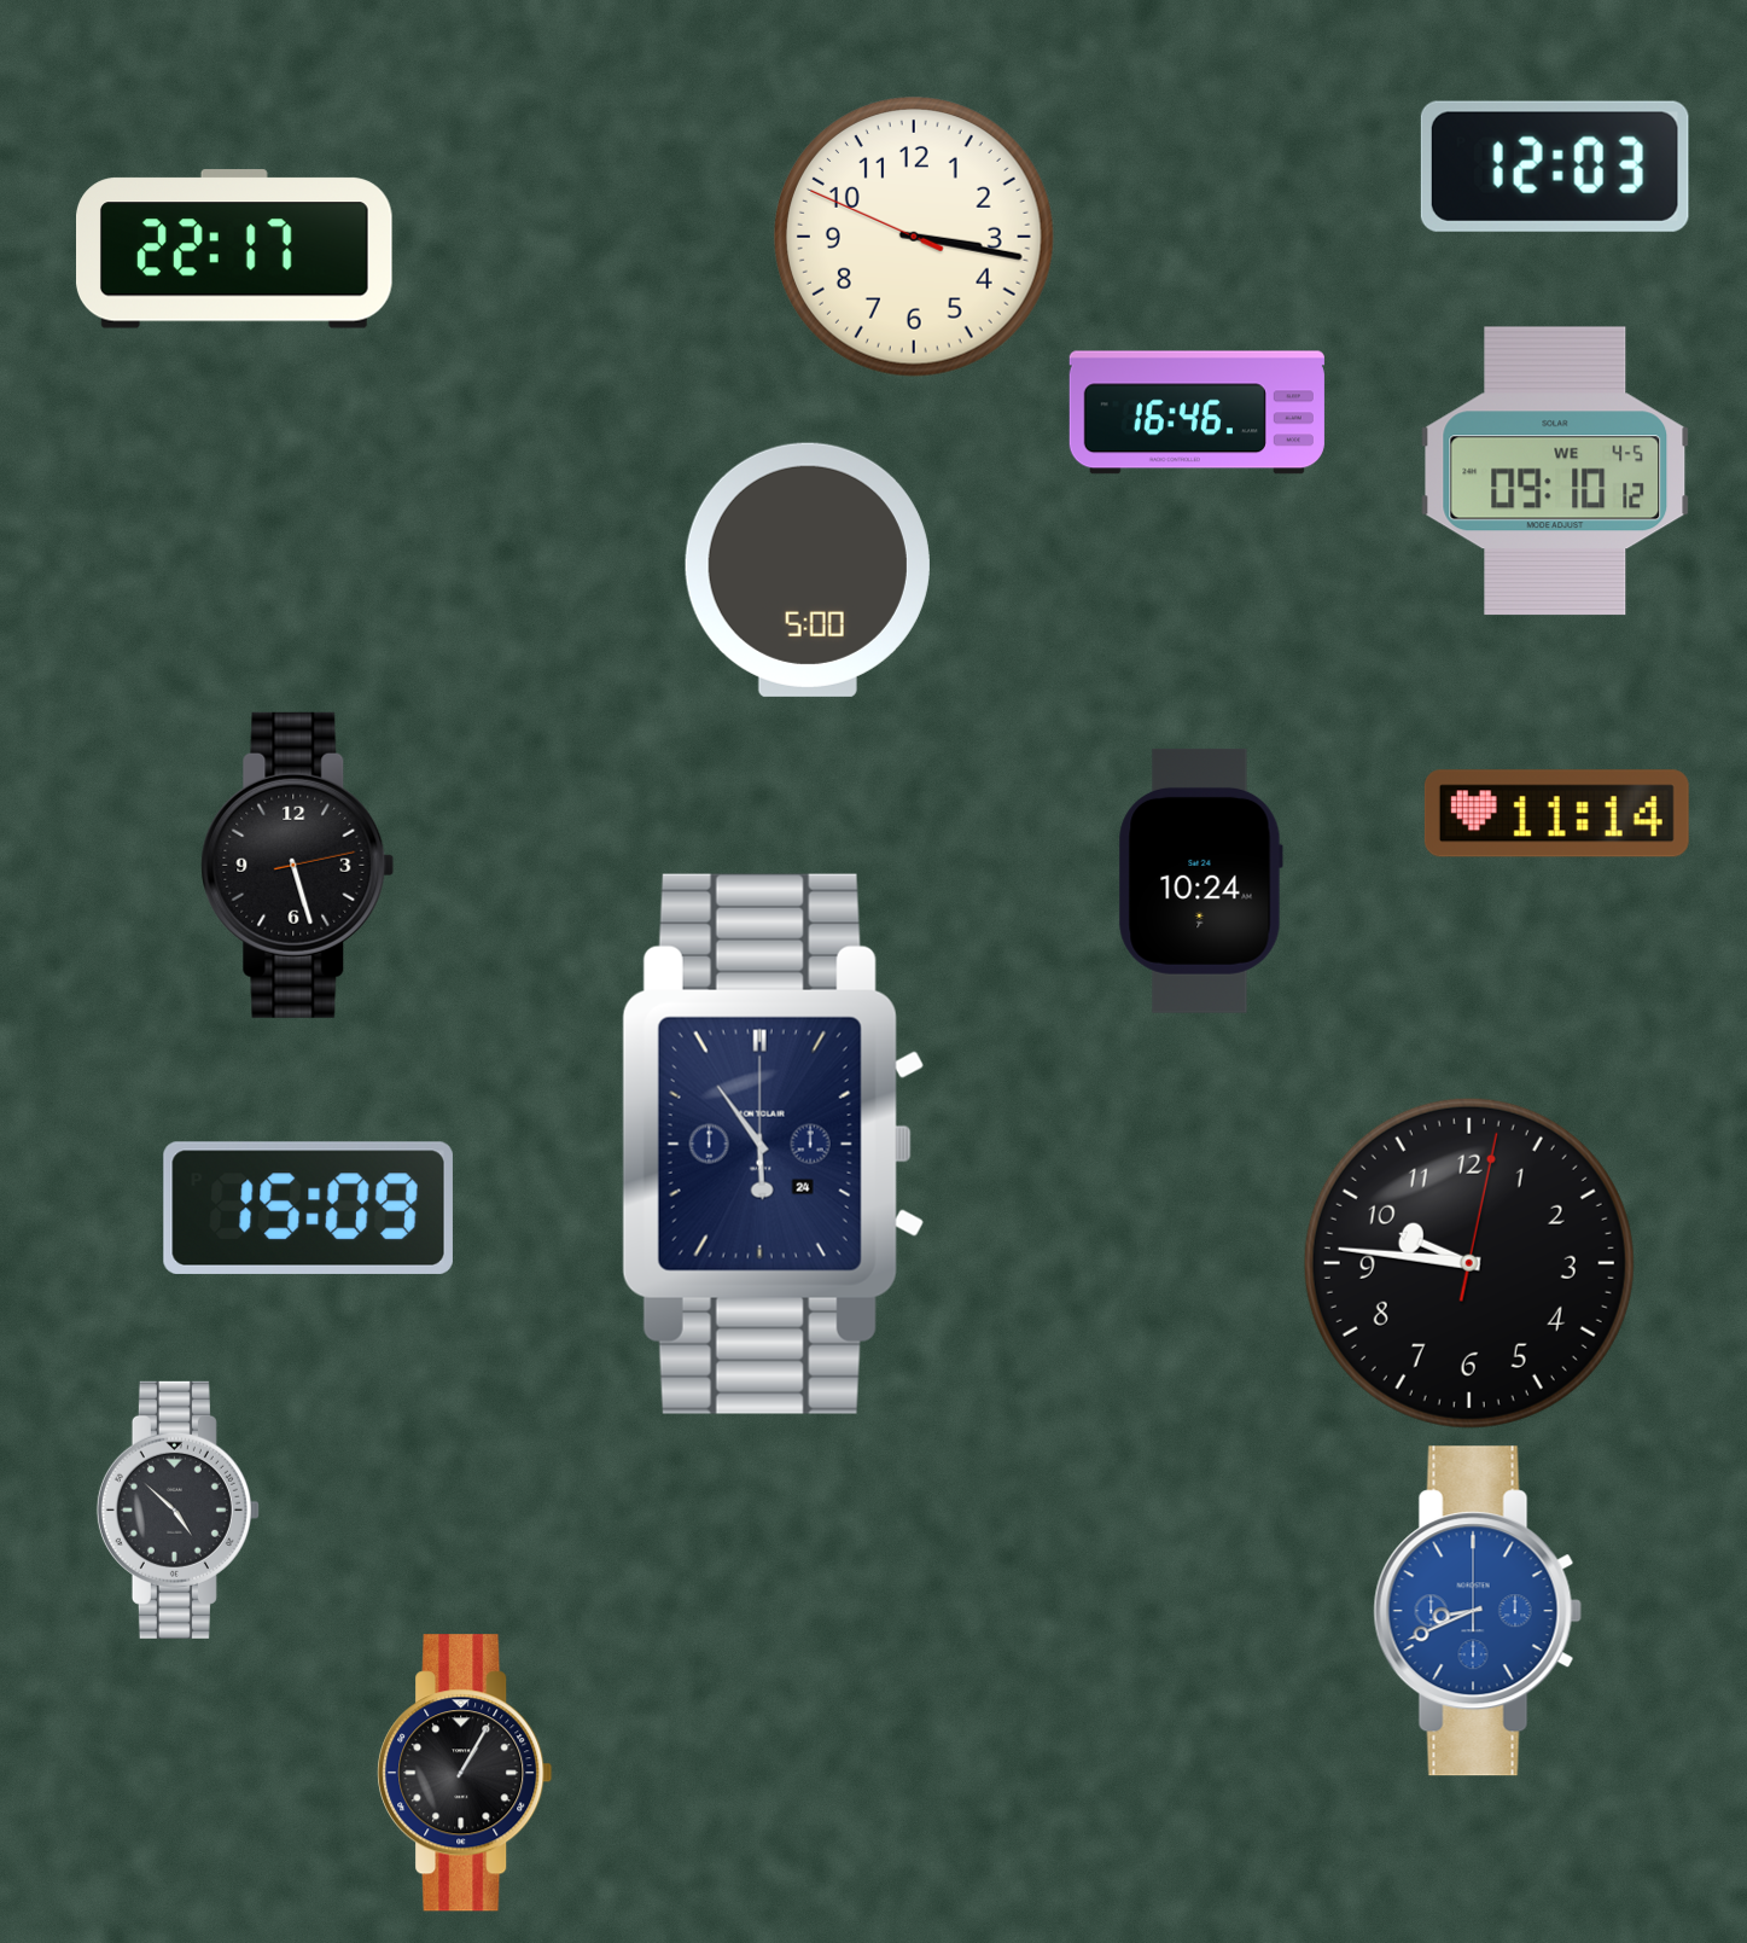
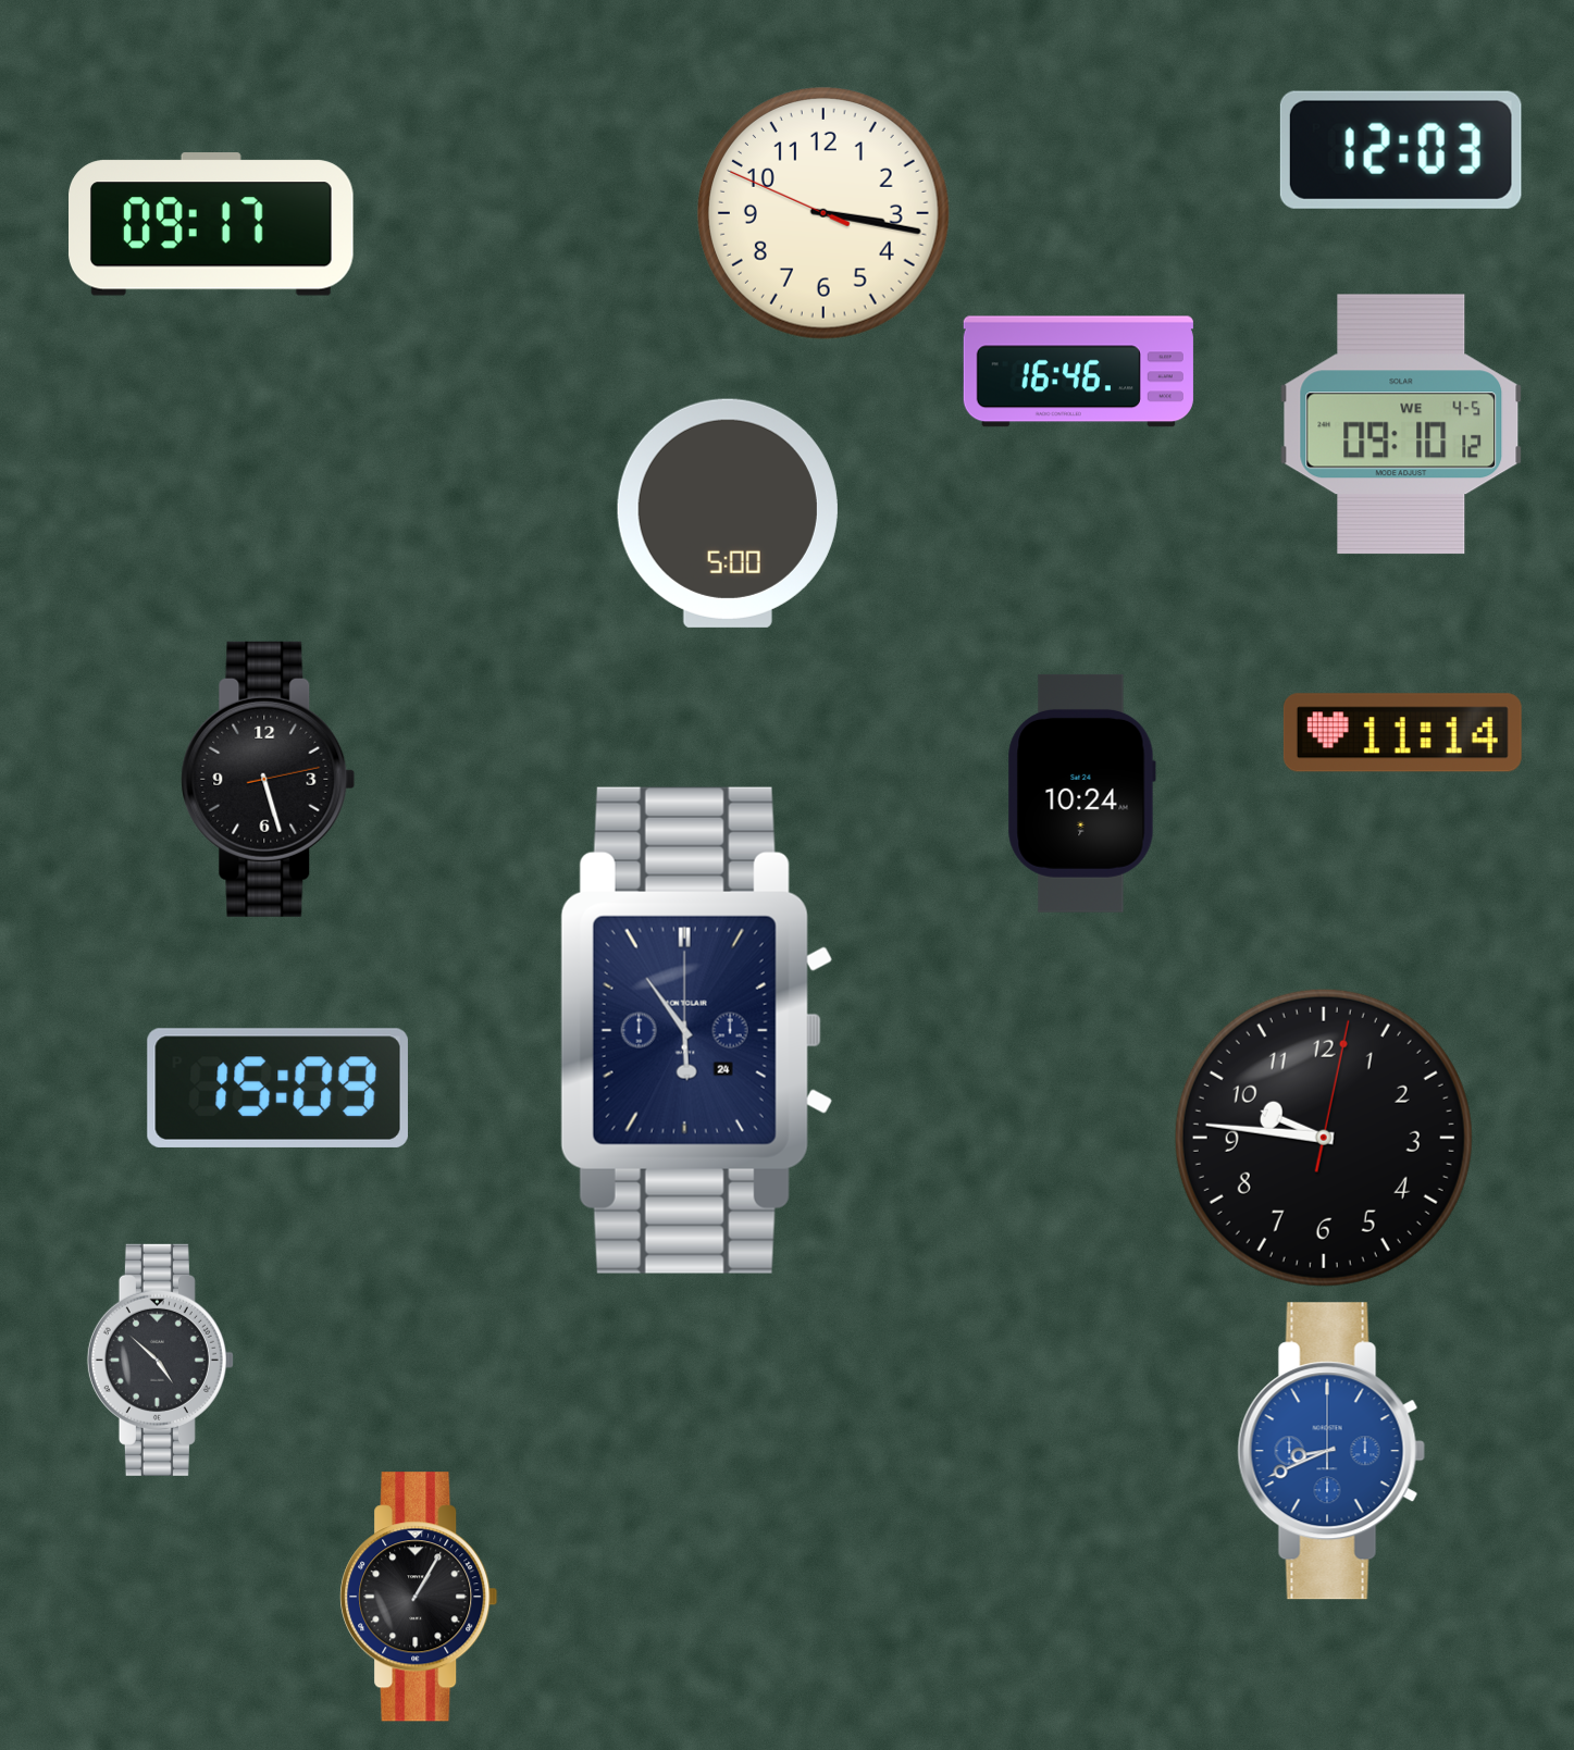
clock at (235, 249): 22:17 -> 09:17
